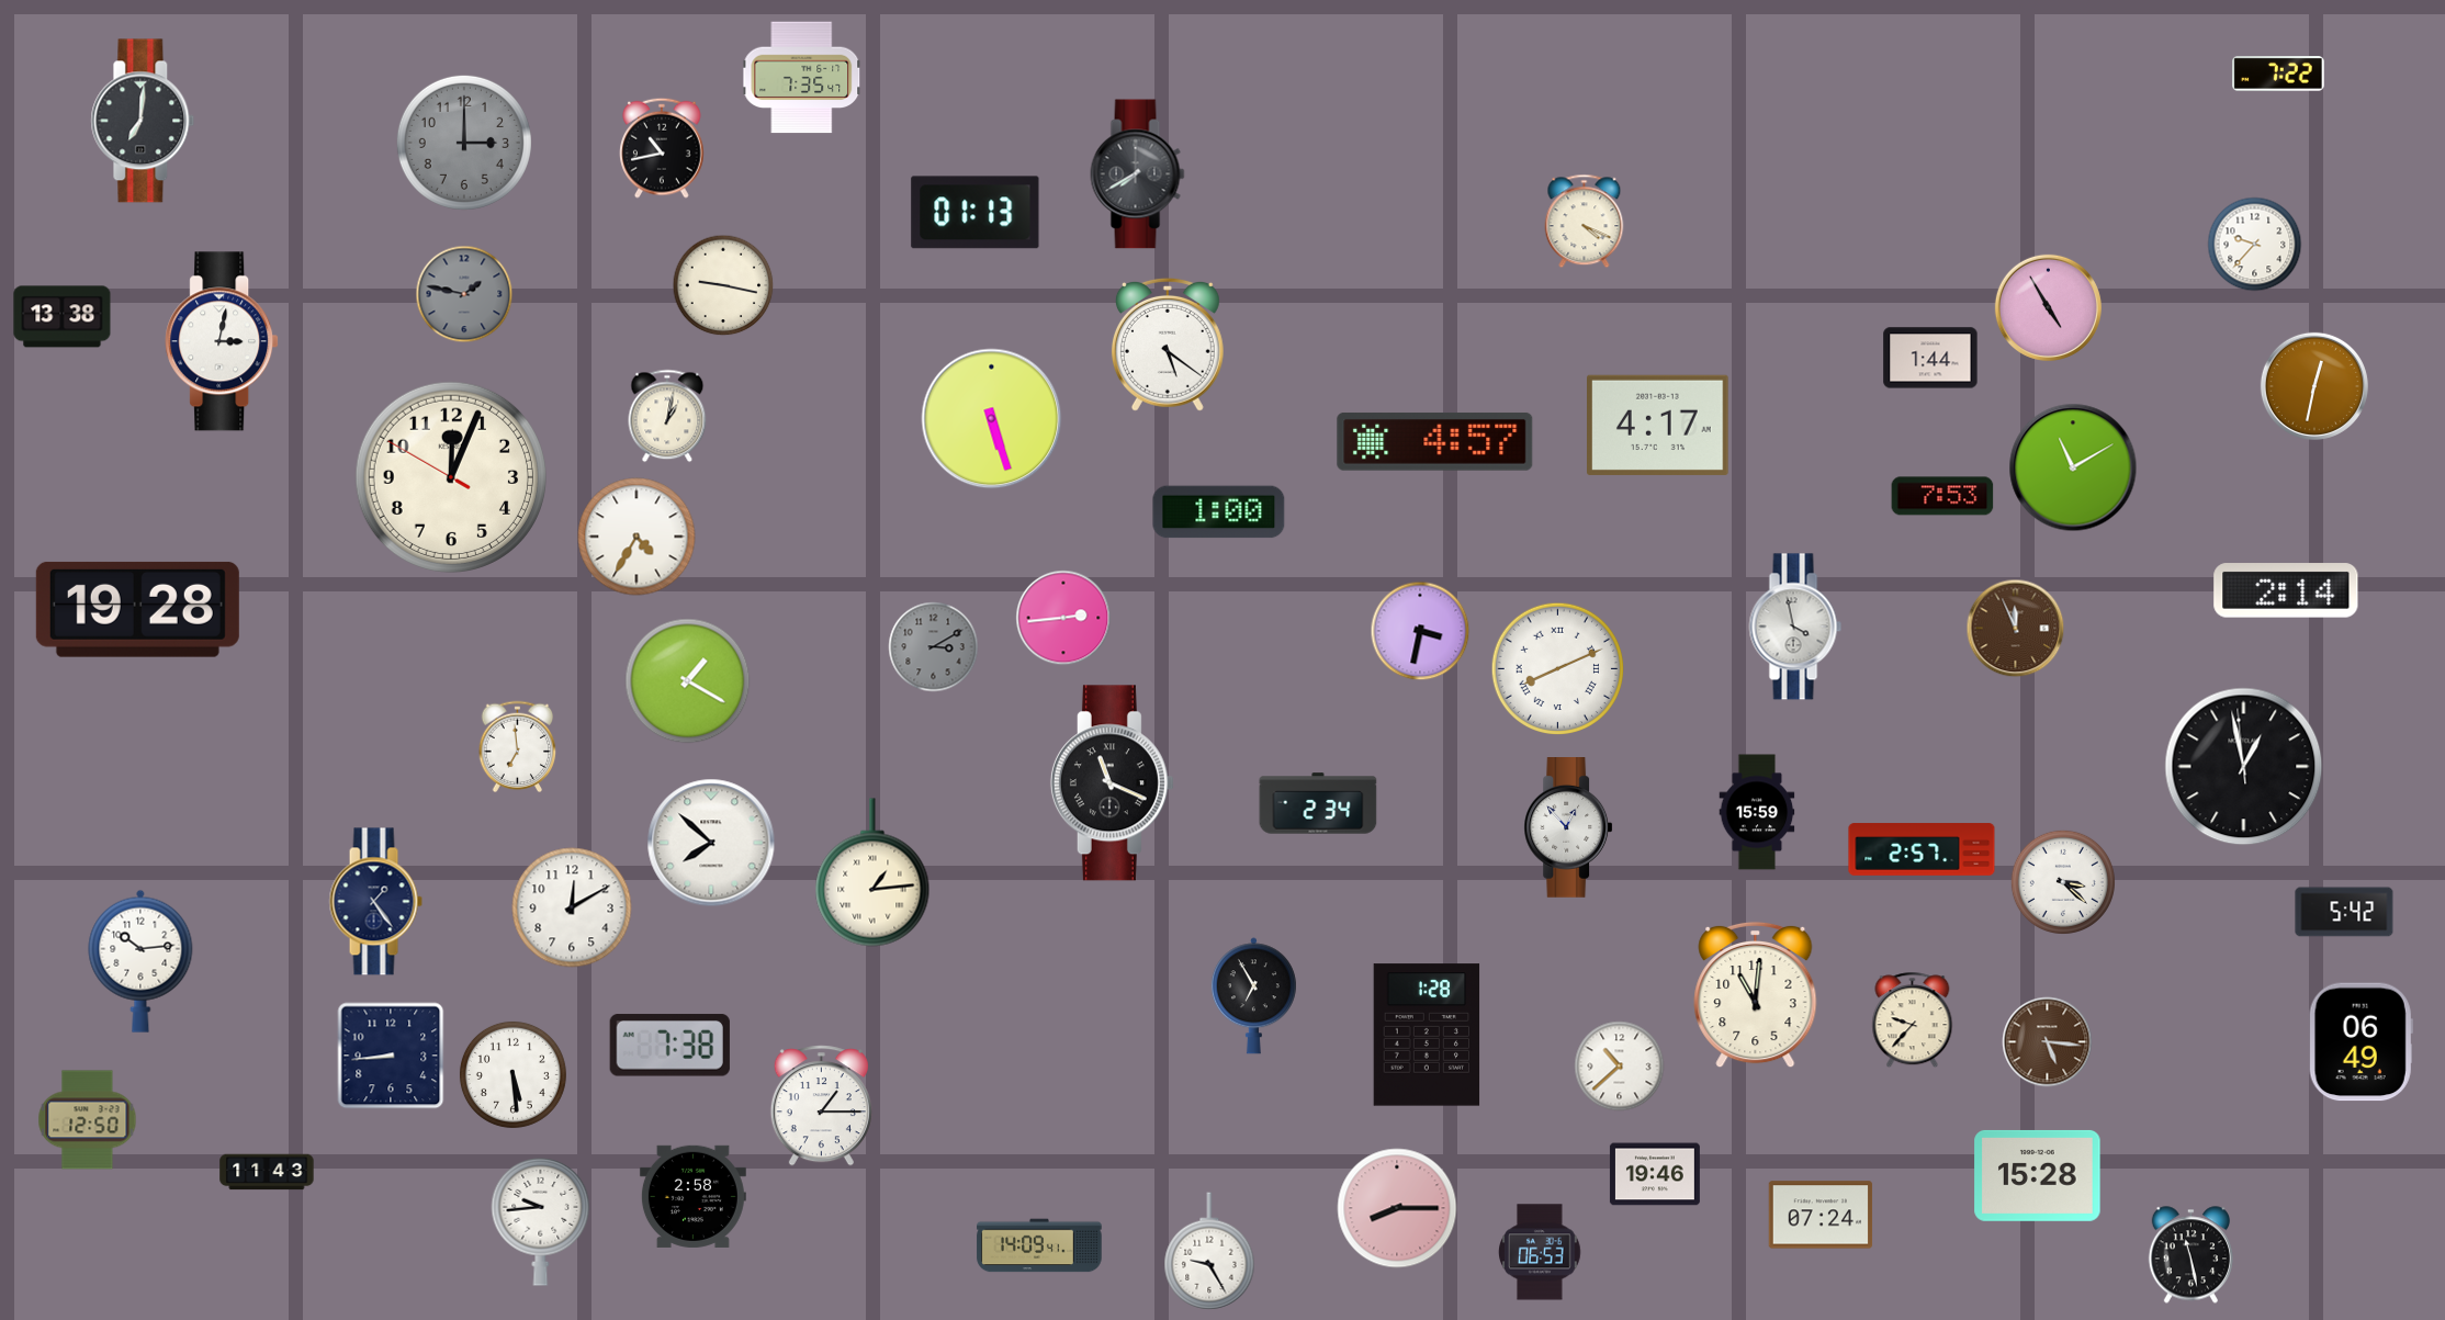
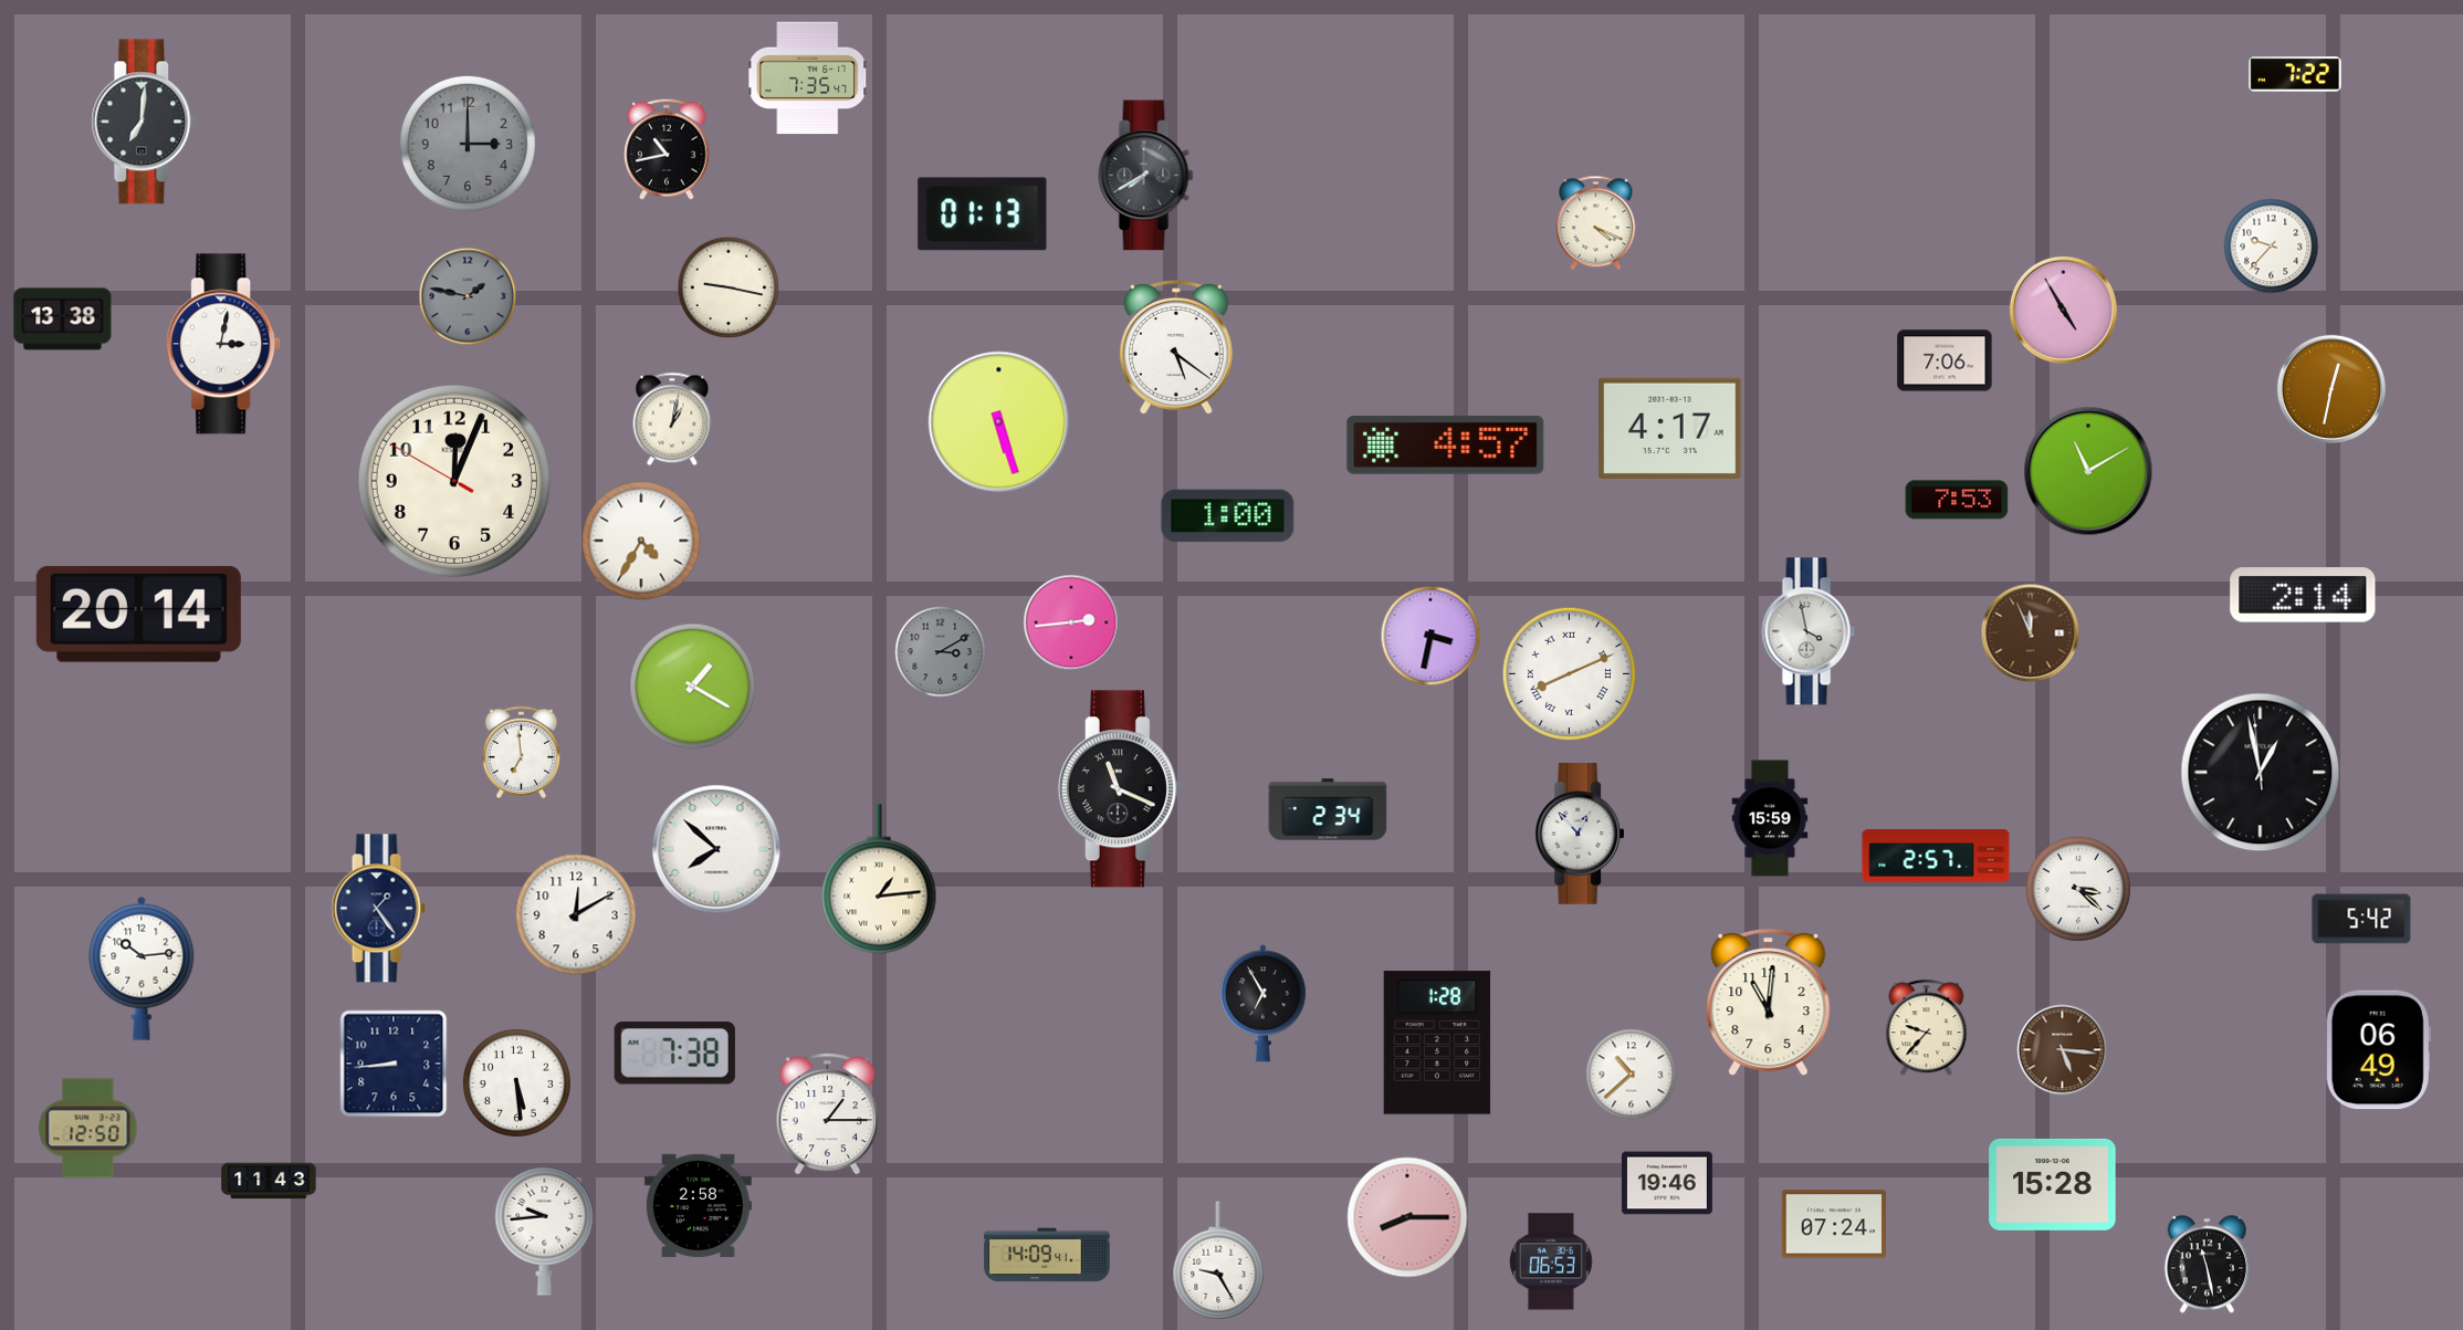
clock at (1930, 358): 1:44 -> 7:06
clock at (137, 609): 19:28 -> 20:14
